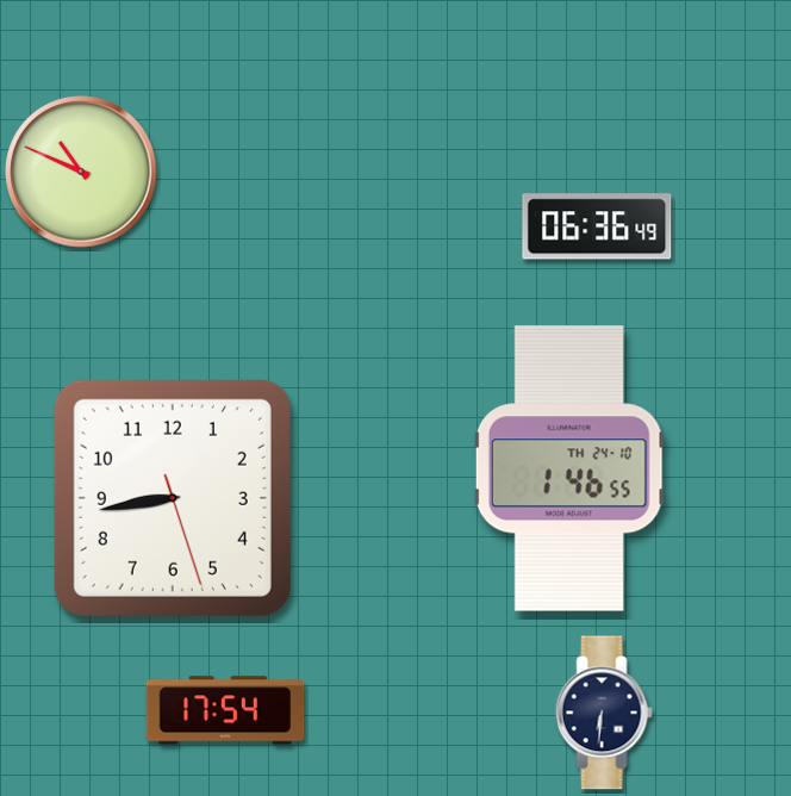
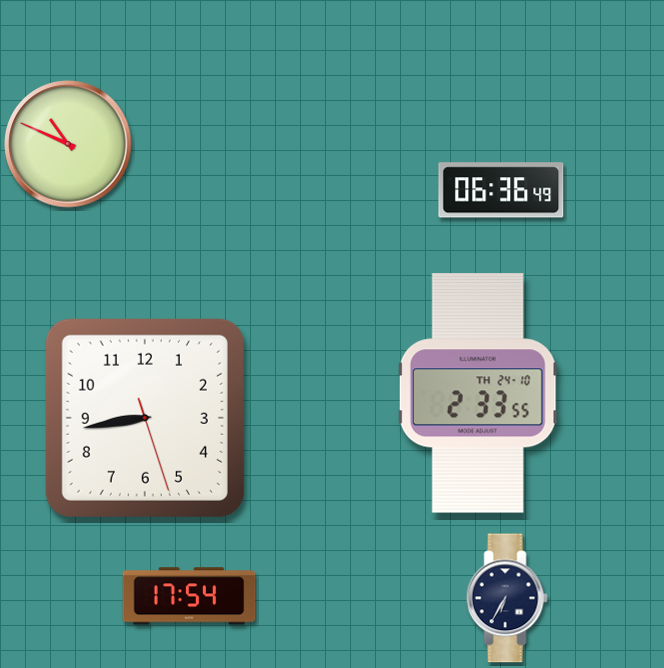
clock at (569, 468): 1:46 -> 2:33
clock at (604, 713): 6:31 -> 6:35
